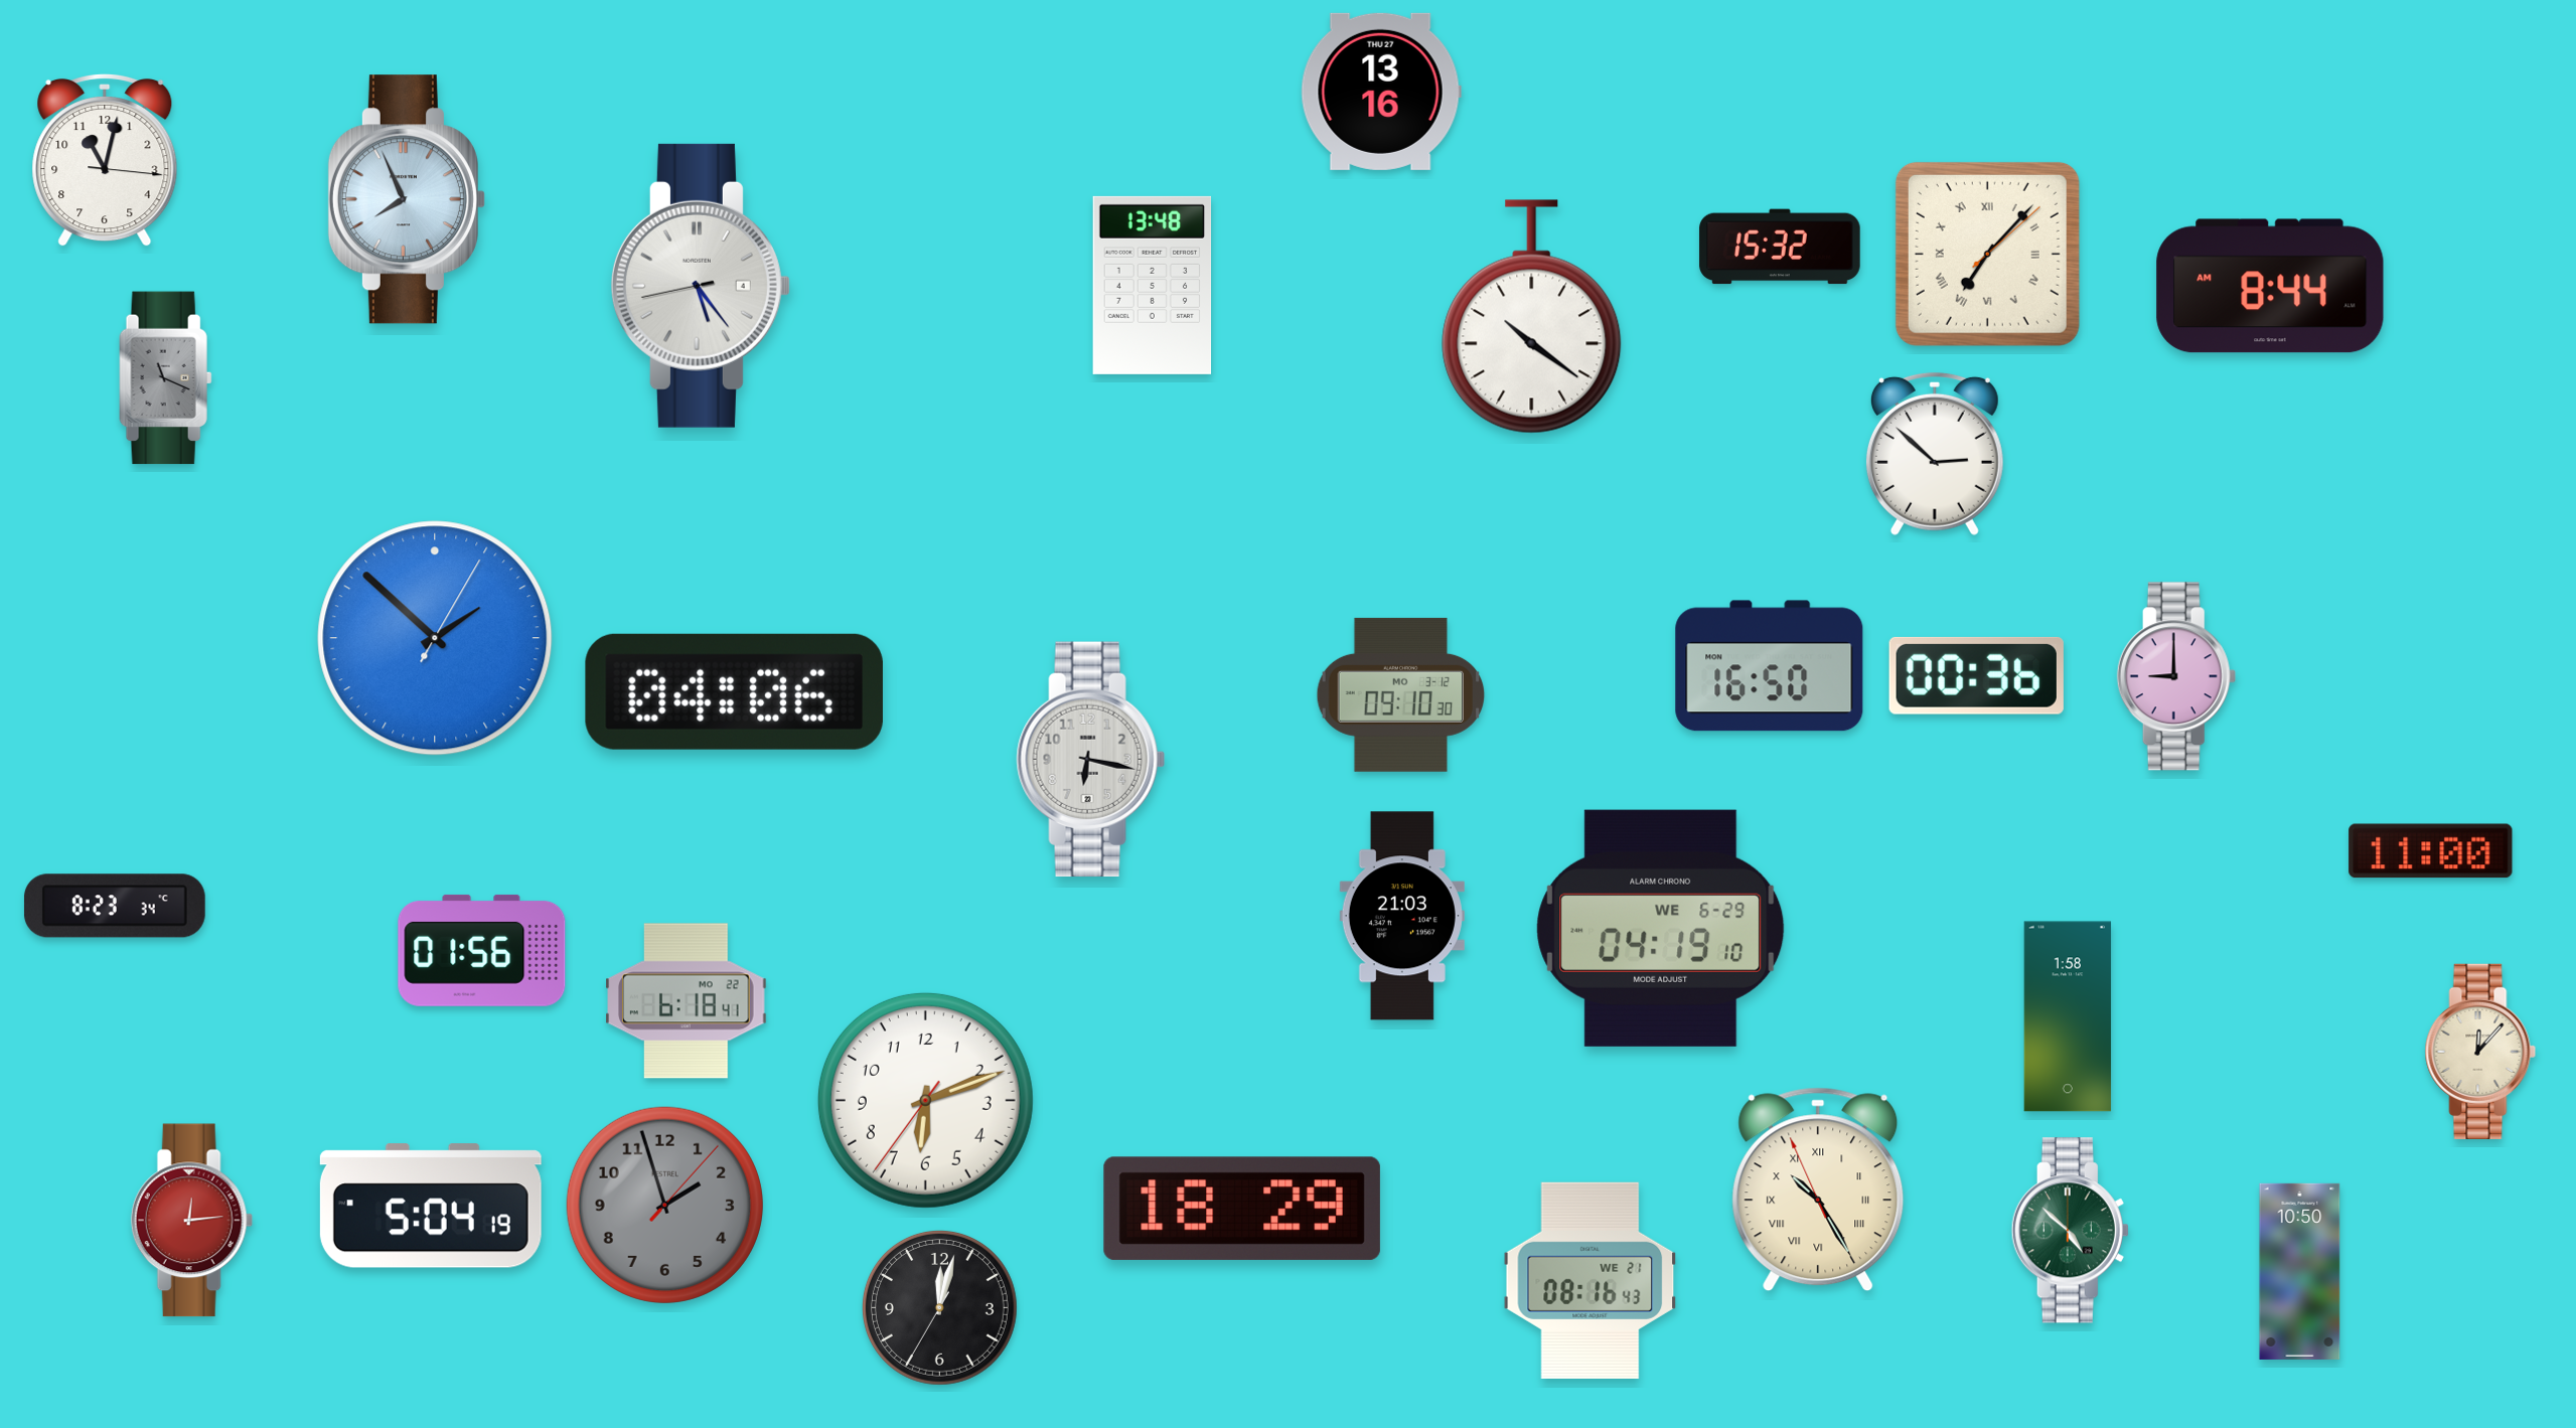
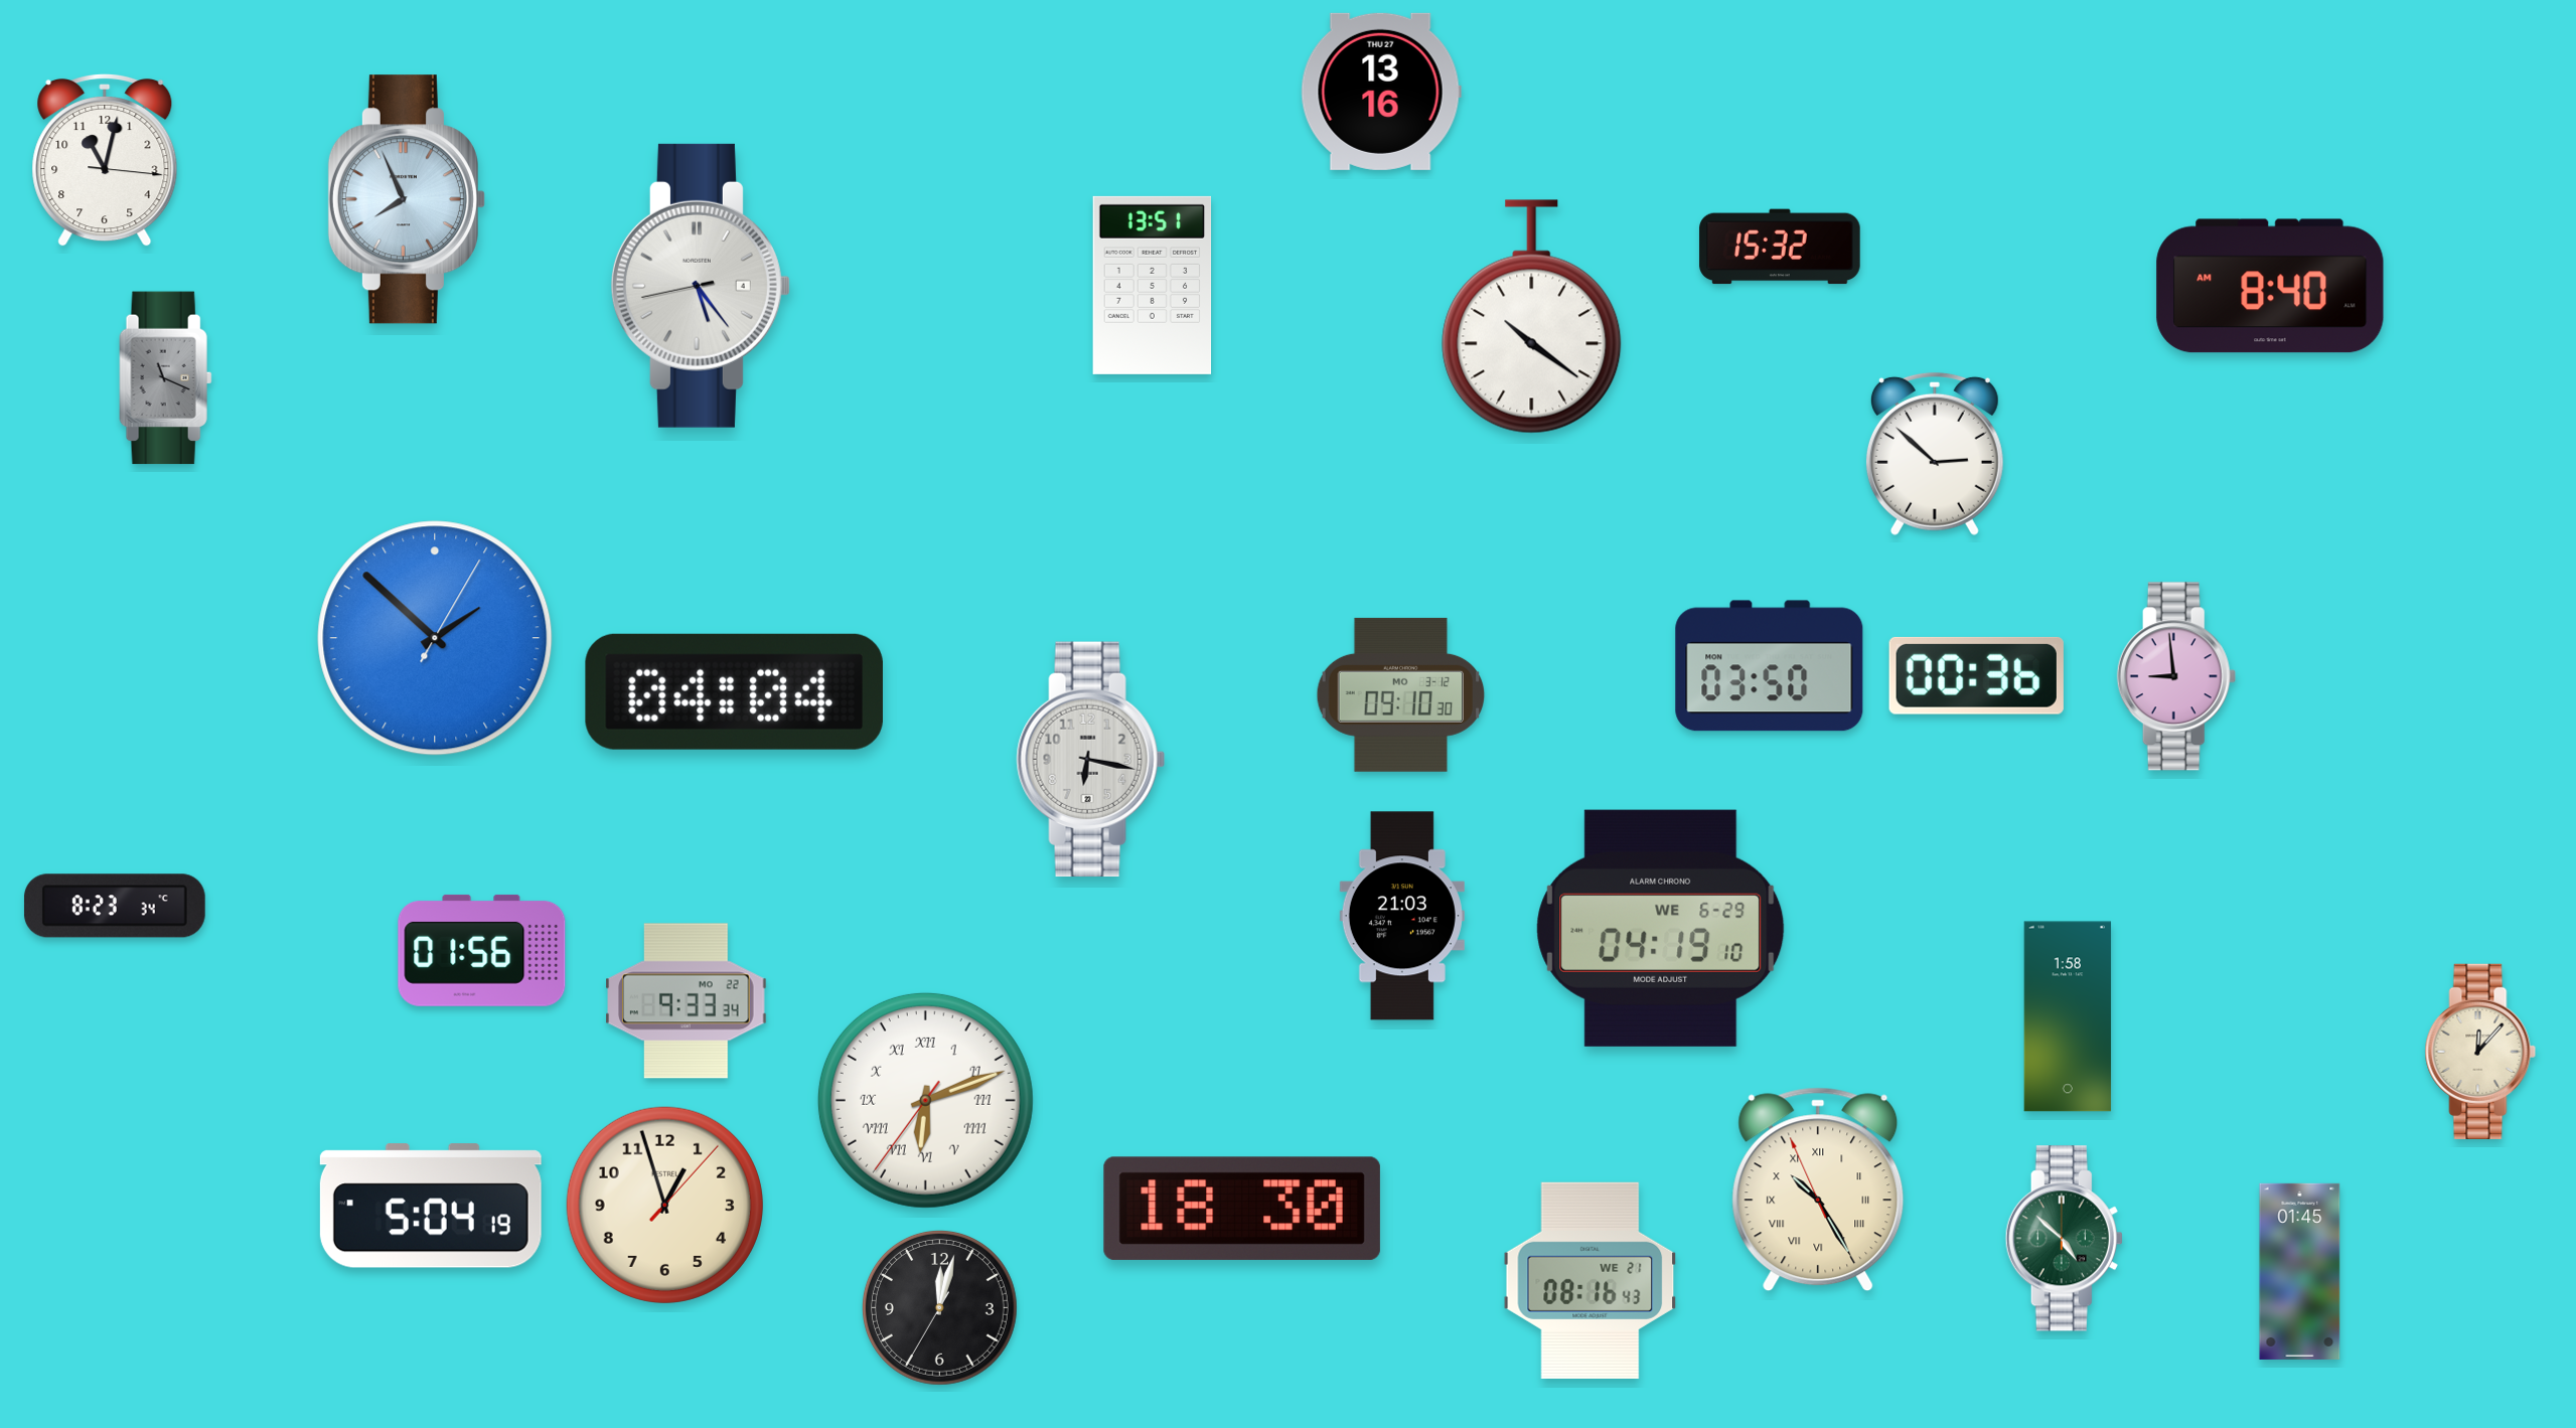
clock at (1987, 254): 7:07 -> none
clock at (1153, 285): 13:48 -> 13:51
clock at (2270, 286): 8:44 -> 8:40
clock at (1770, 666): 16:50 -> 03:50
clock at (2176, 676): 9:00 -> 8:59
clock at (734, 691): 04:06 -> 04:04
clock at (2431, 851): 11:00 -> none
clock at (687, 1001): 6:18 -> 9:33
clock at (925, 1100) numerals: Arabic -> Roman
clock at (664, 1205): 1:57 -> 12:57
clock at (664, 1205) dial: grey -> cream
clock at (1242, 1209): 18:29 -> 18:30
clock at (191, 1221): 12:14 -> none
clock at (2070, 1231) position: (2070, 1231) -> (2064, 1239)
clock at (2300, 1271): 10:50 -> 01:45
